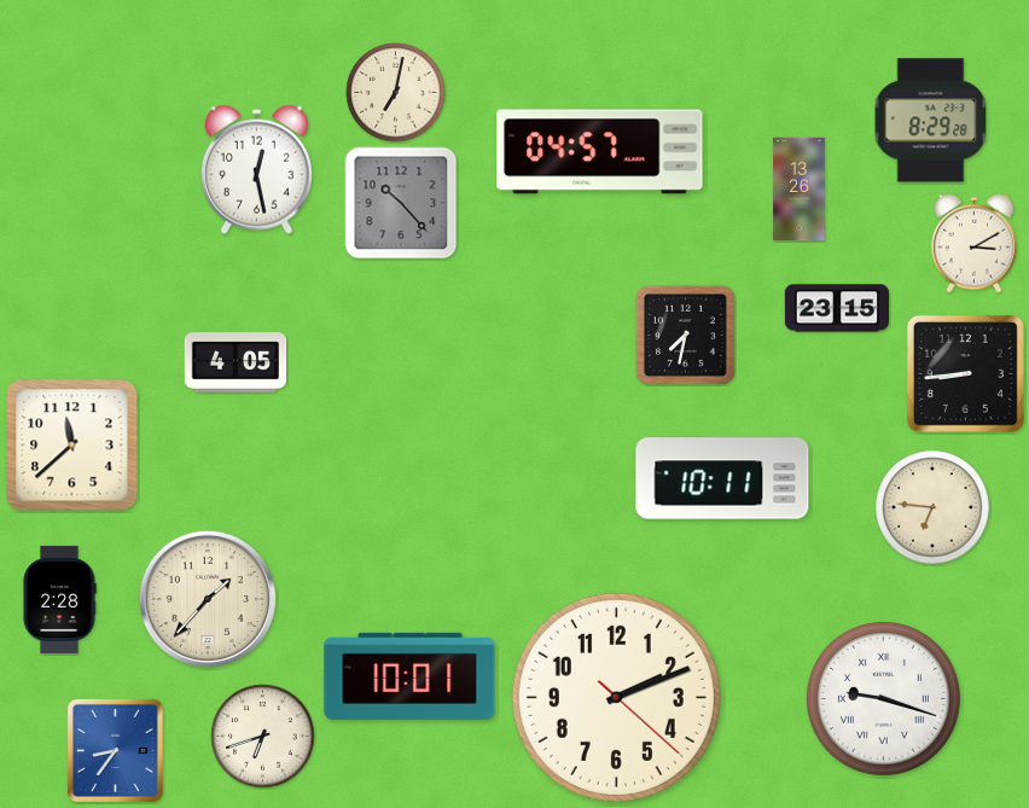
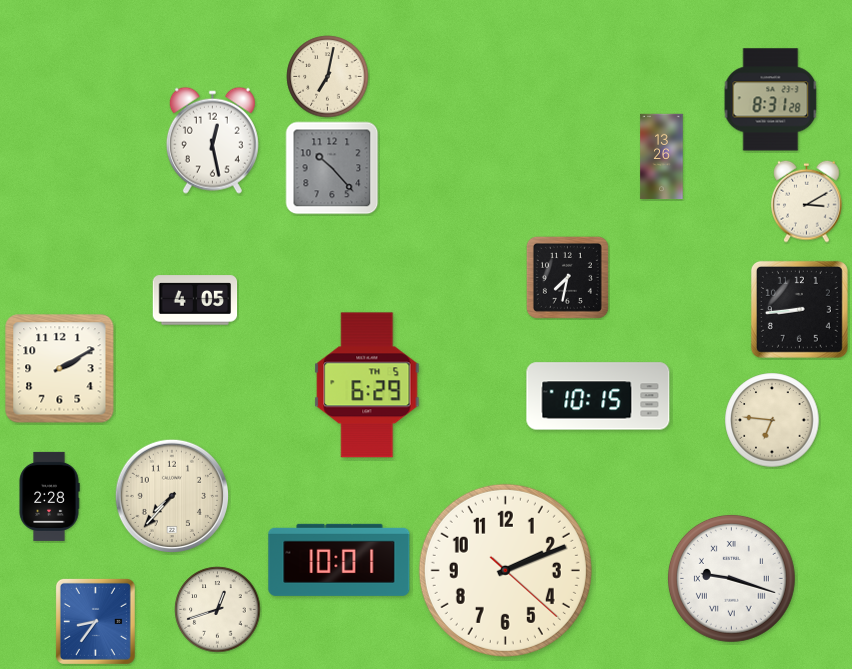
clock at (931, 121): 8:29 -> 8:31
clock at (600, 152): 04:57 -> none
clock at (836, 308): 23:15 -> none
clock at (72, 446): 11:38 -> 2:10
clock at (367, 385): none -> 6:29
clock at (722, 478): 10:11 -> 10:15
clock at (207, 598): 1:37 -> 7:37
clock at (616, 697) position: (616, 697) -> (505, 570)
clock at (263, 737): 6:42 -> 12:42
